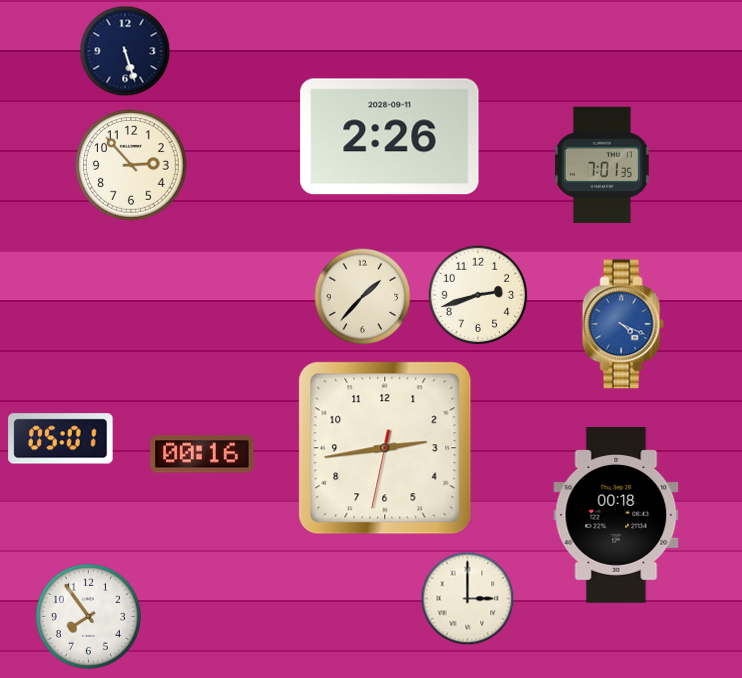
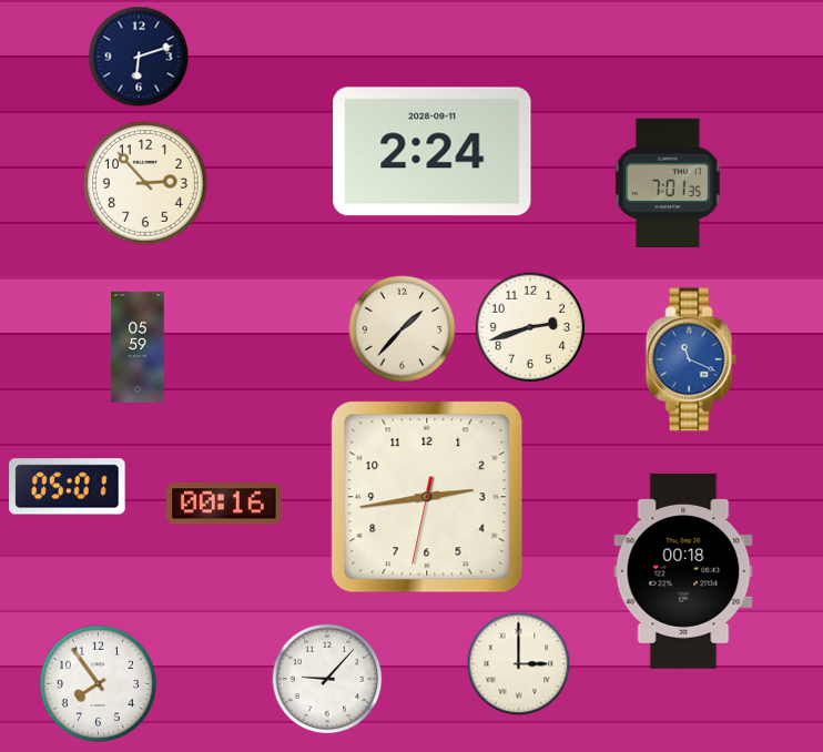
clock at (125, 51): 5:27 -> 6:12
clock at (390, 137): 2:26 -> 2:24
clock at (138, 347): none -> 05:59
clock at (623, 324): 4:19 -> 11:19
clock at (327, 679): none -> 9:07
